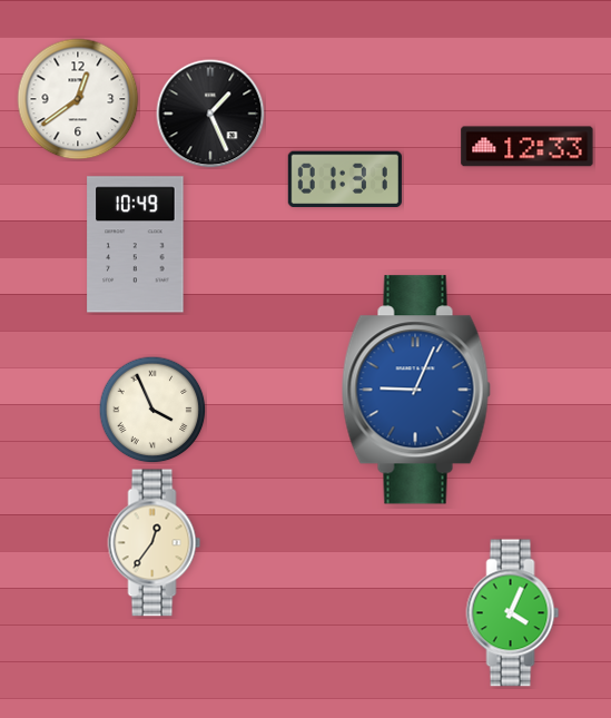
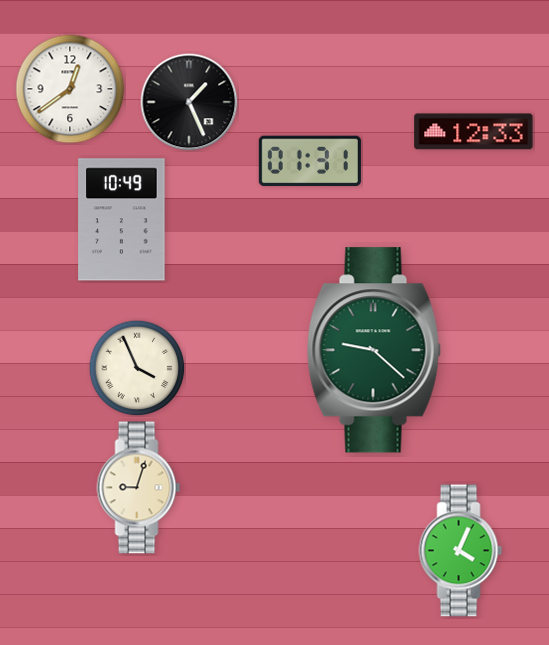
clock at (416, 390): 9:04 -> 9:22
clock at (416, 390) dial: blue -> green
clock at (155, 543): 12:36 -> 9:03
